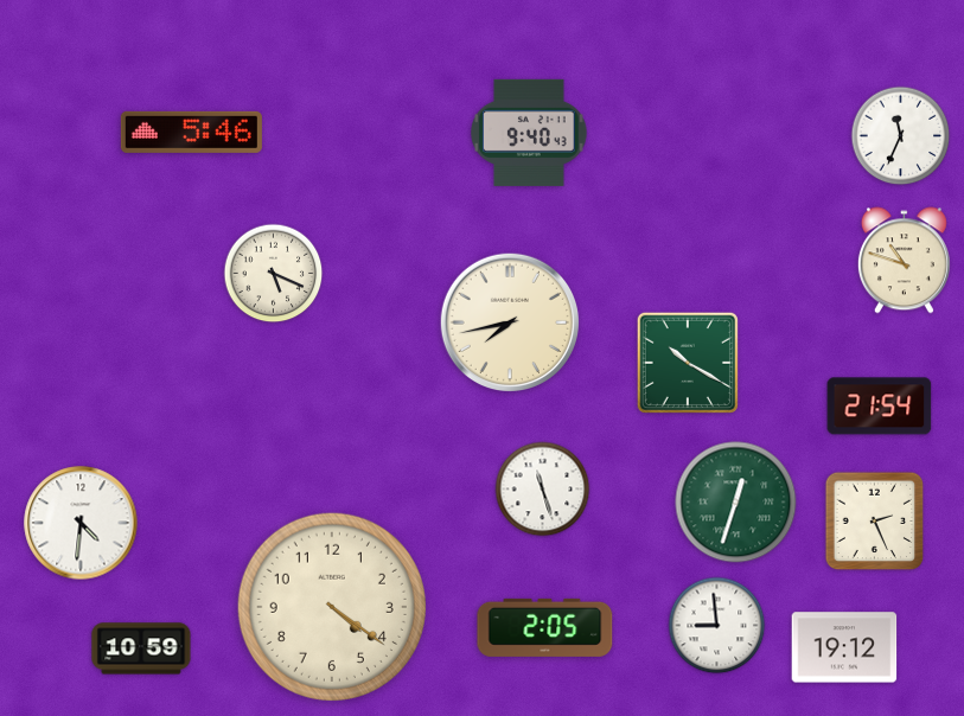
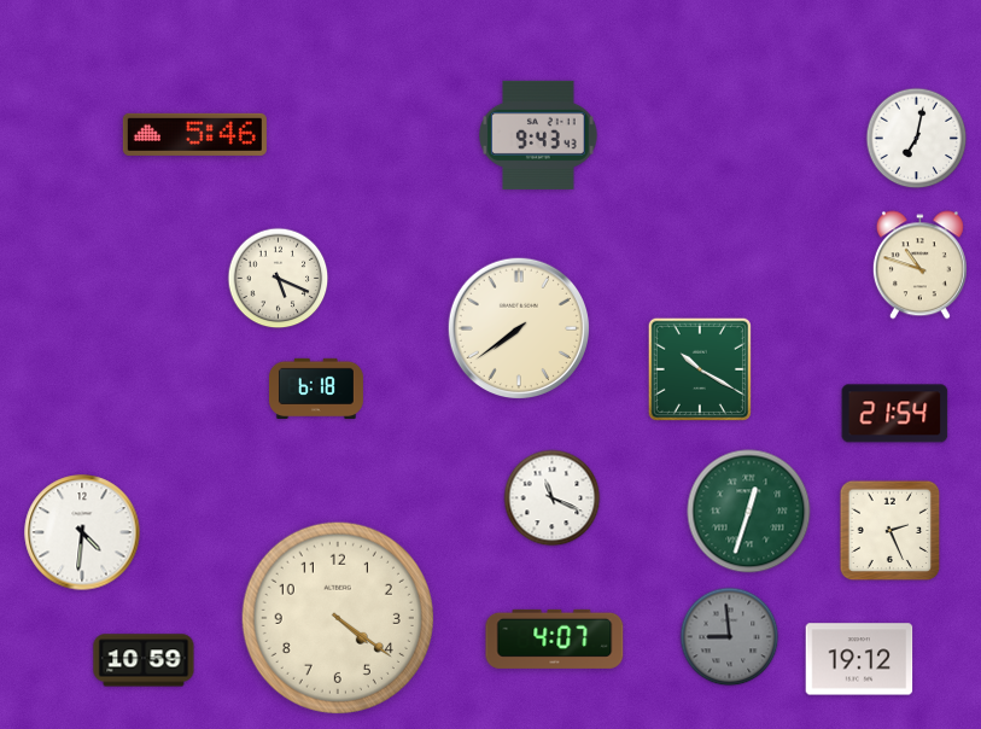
clock at (529, 133): 9:40 -> 9:43
clock at (901, 136): 11:34 -> 7:02
clock at (509, 321): 7:43 -> 7:39
clock at (316, 387): none -> 6:18
clock at (543, 490): 11:27 -> 11:19
clock at (717, 626) dial: white -> grey
clock at (545, 627): 2:05 -> 4:07
